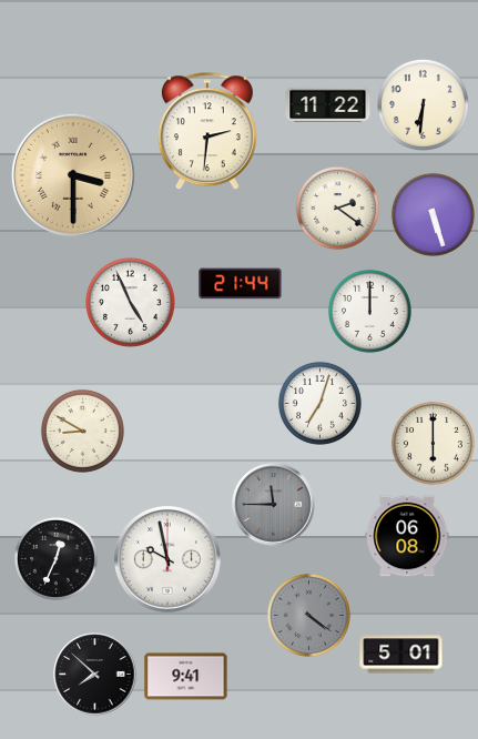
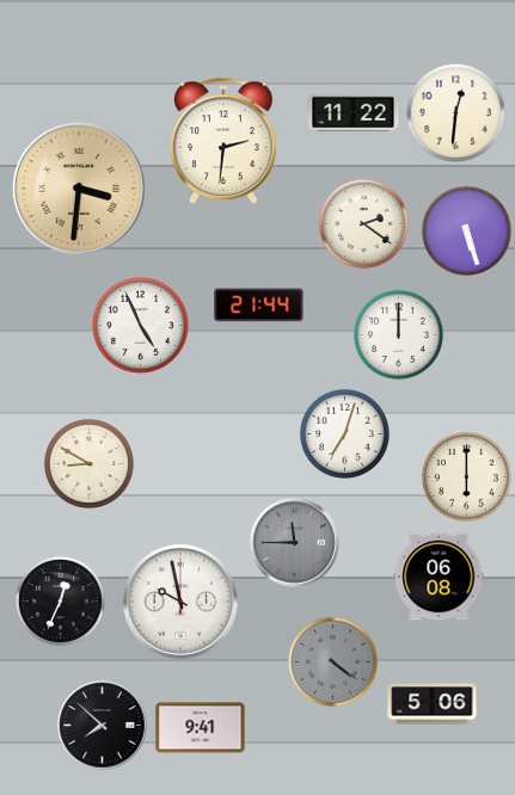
clock at (423, 104): 6:31 -> 12:31
clock at (73, 175): 3:30 -> 3:31
clock at (401, 655): 5:01 -> 5:06
